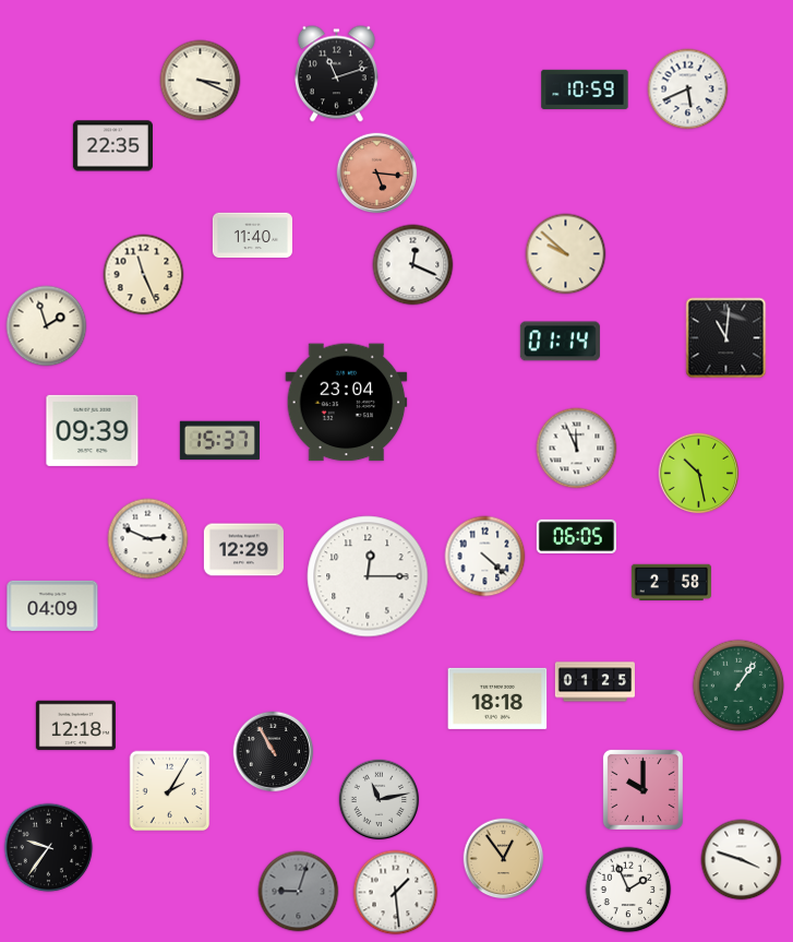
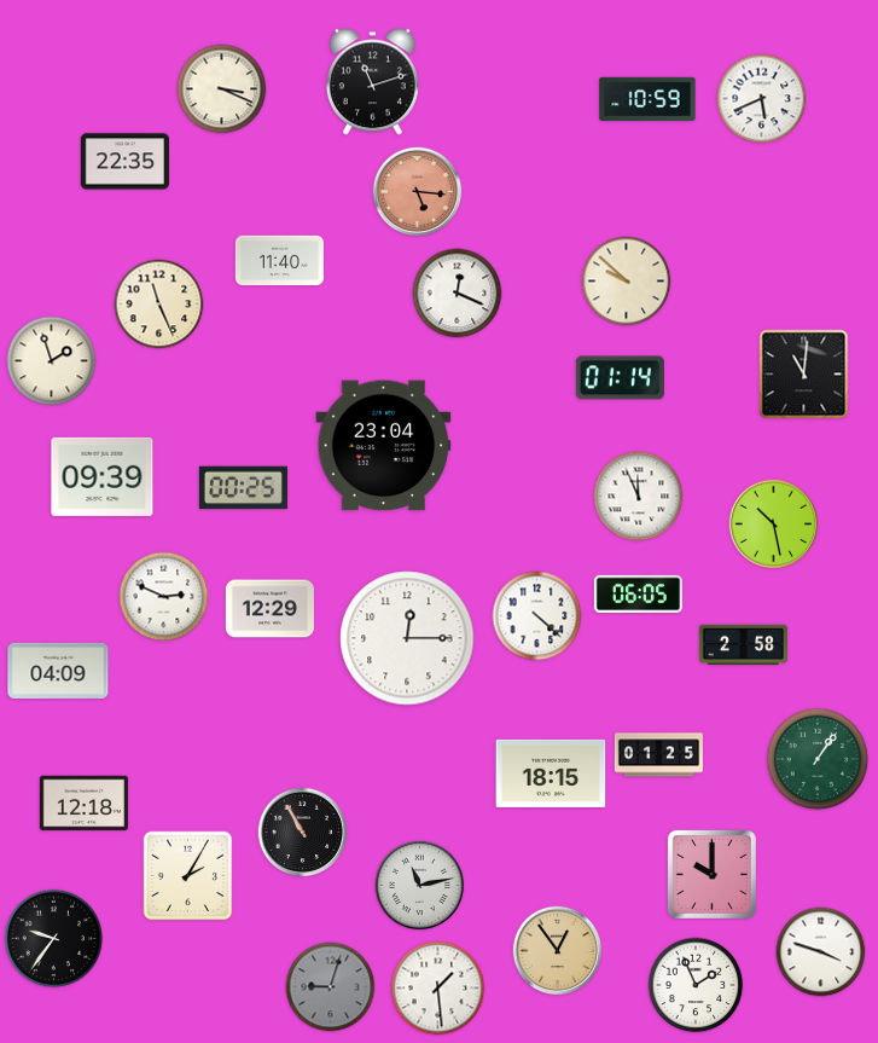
clock at (219, 441): 15:37 -> 00:25
clock at (497, 699): 18:18 -> 18:15
